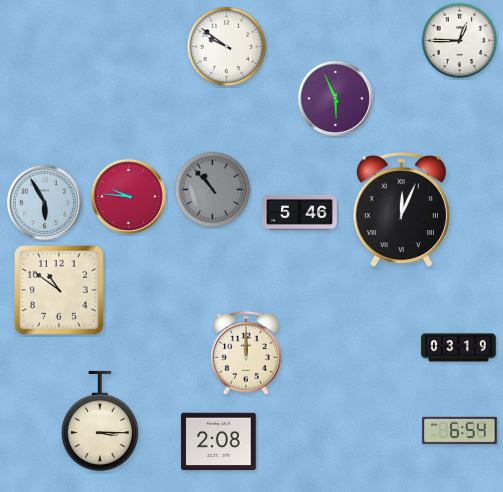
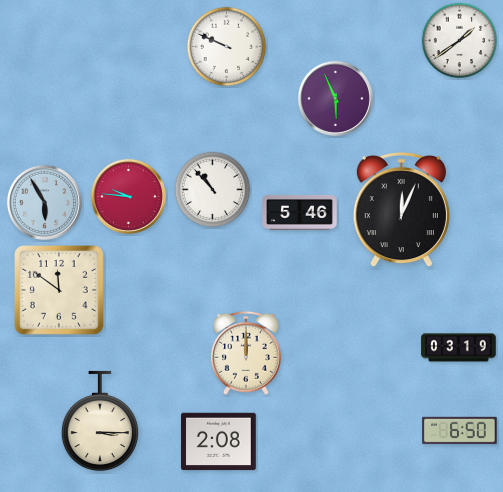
clock at (460, 41): 12:45 -> 1:39
clock at (227, 47): 9:51 -> 9:49
clock at (213, 190) dial: grey -> white
clock at (60, 291): 10:51 -> 11:51
clock at (460, 431): 6:54 -> 6:50
